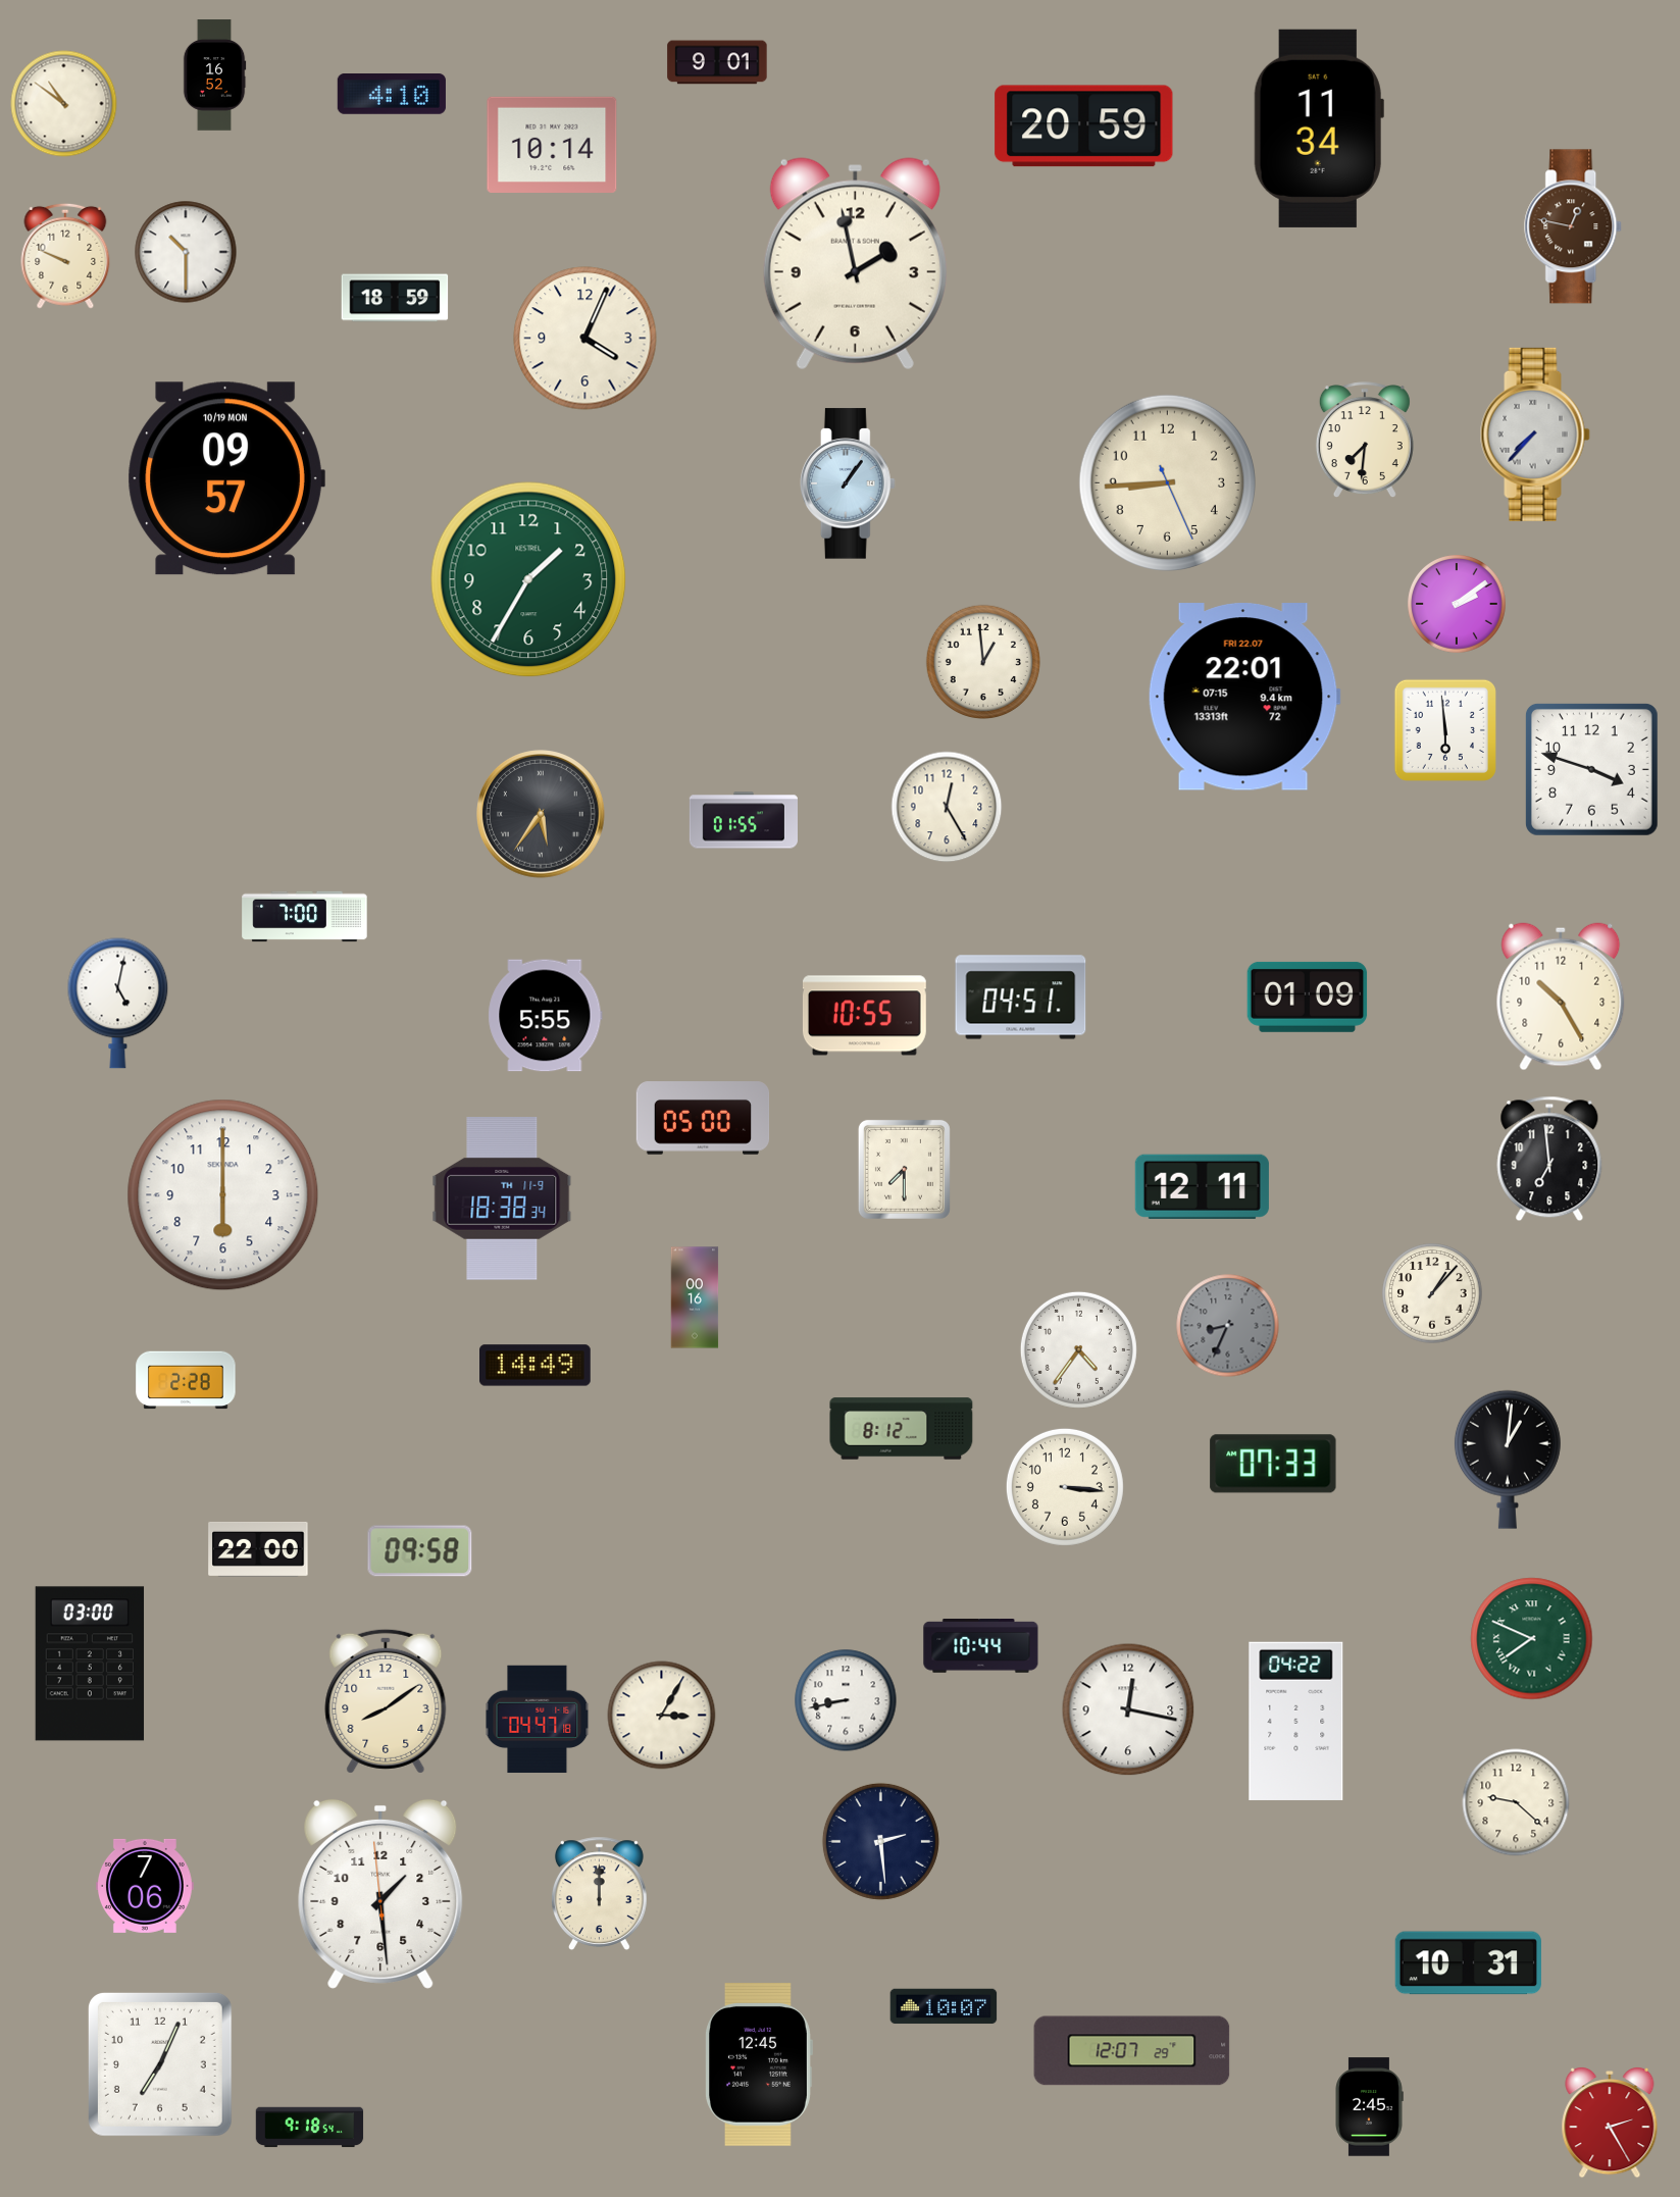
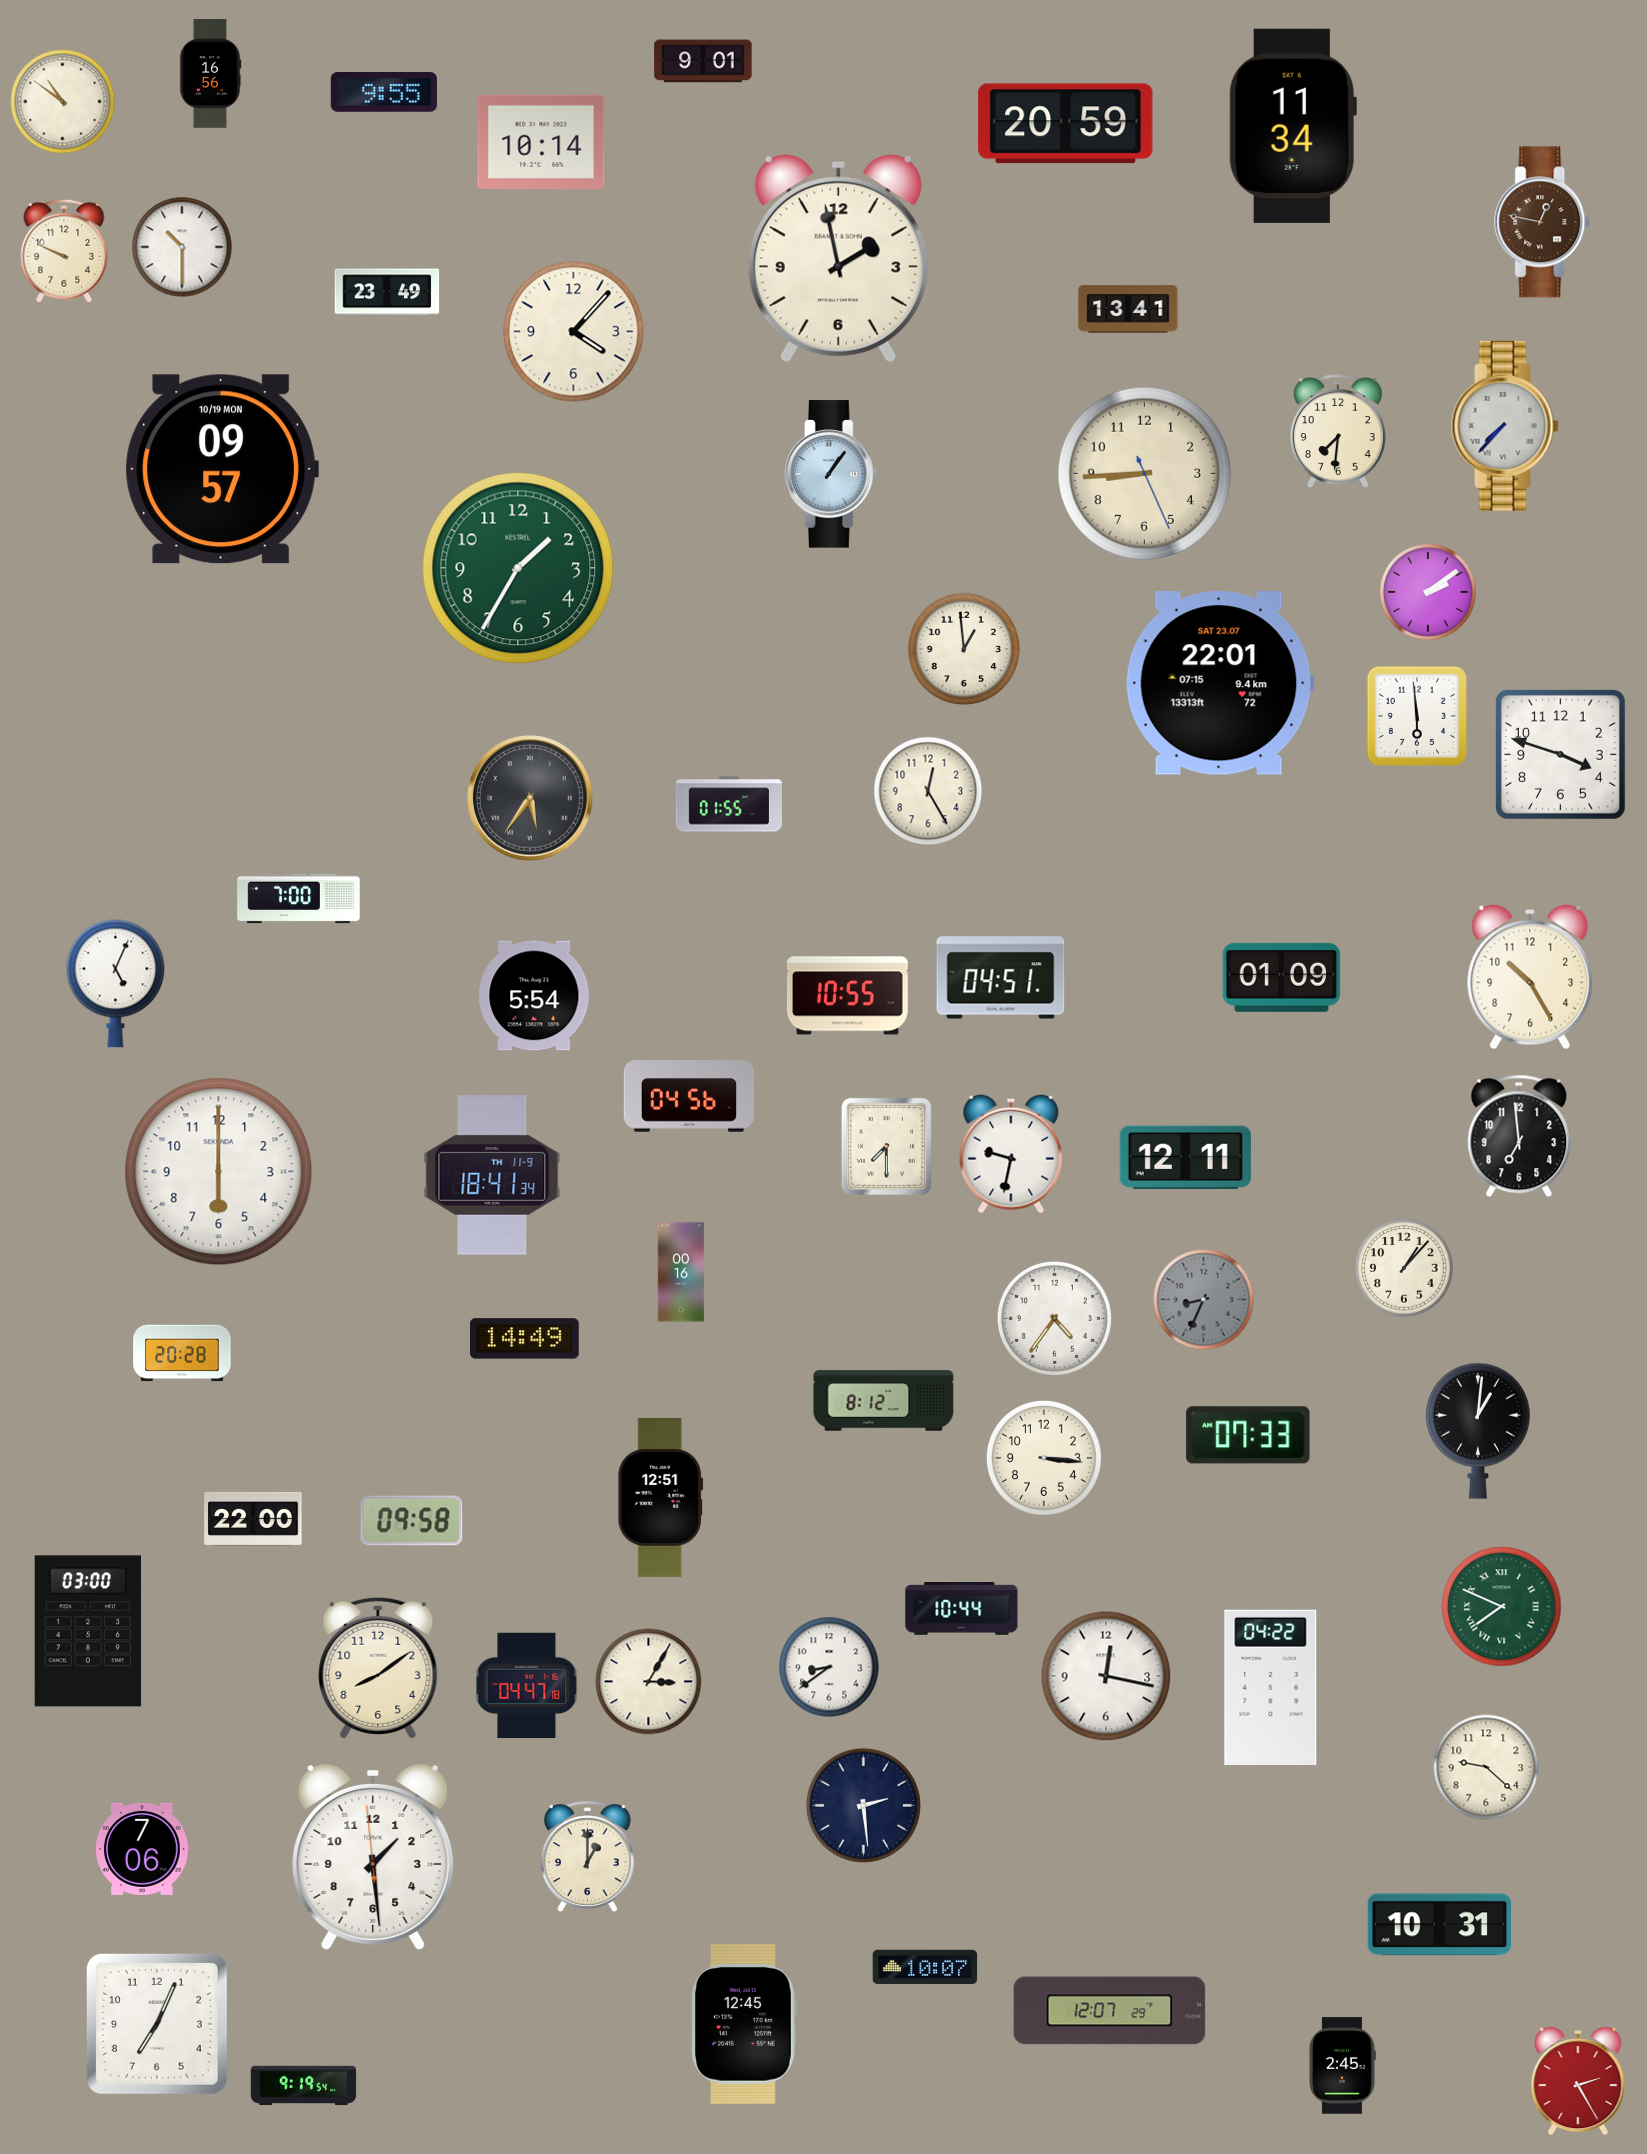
clock at (214, 75): 16:52 -> 16:56
clock at (392, 95): 4:10 -> 9:55
clock at (1084, 126) position: (1084, 126) -> (1066, 124)
clock at (395, 298): 18:59 -> 23:49
clock at (1128, 309): none -> 13:41
clock at (586, 339): 4:04 -> 4:07
clock at (1244, 697) date: FRI 22.07 -> SAT 23.07
clock at (118, 1003): 5:02 -> 5:04
clock at (546, 1016): 5:55 -> 5:54
clock at (703, 1118): 05:00 -> 04:56
clock at (1011, 1154): none -> 9:32
clock at (1202, 1186) position: (1202, 1186) -> (1185, 1157)
clock at (502, 1199): 18:38 -> 18:41
clock at (1078, 1349) position: (1078, 1349) -> (1054, 1318)
clock at (186, 1380): 2:28 -> 20:28
clock at (661, 1497): none -> 12:51
clock at (981, 1646) position: (981, 1646) -> (962, 1609)
clock at (846, 1700): 8:43 -> 8:39
clock at (599, 1893): 12:00 -> 1:00
clock at (310, 2128): 9:18 -> 9:19
